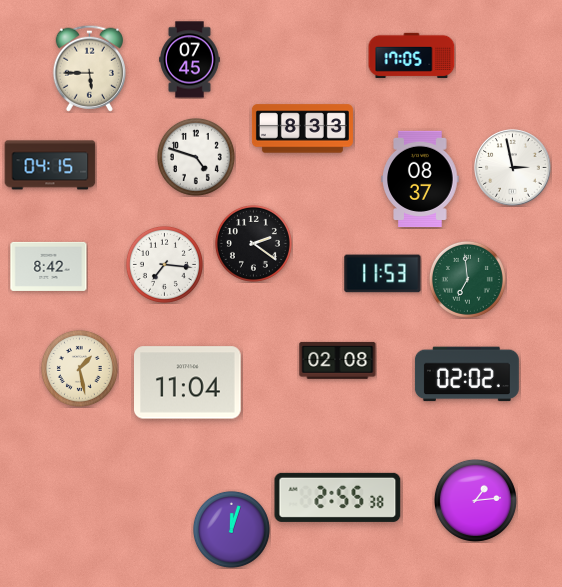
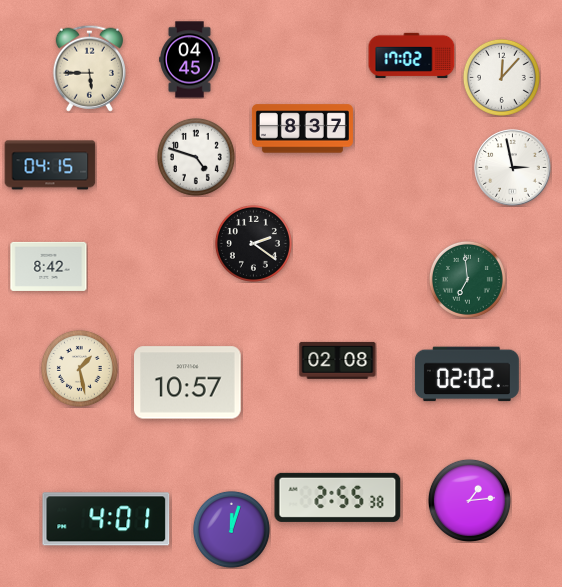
clock at (412, 55): 17:05 -> 17:02
clock at (190, 60): 07:45 -> 04:45
clock at (501, 77): none -> 12:07
clock at (302, 129): 8:33 -> 8:37
clock at (420, 178): 08:37 -> none
clock at (164, 264): 7:16 -> none
clock at (383, 274): 11:53 -> none
clock at (188, 383): 11:04 -> 10:57
clock at (475, 500) position: (475, 500) -> (469, 500)
clock at (106, 519): none -> 4:01
